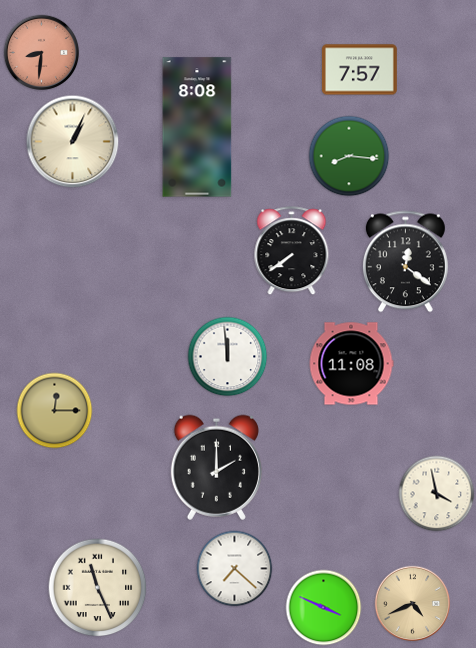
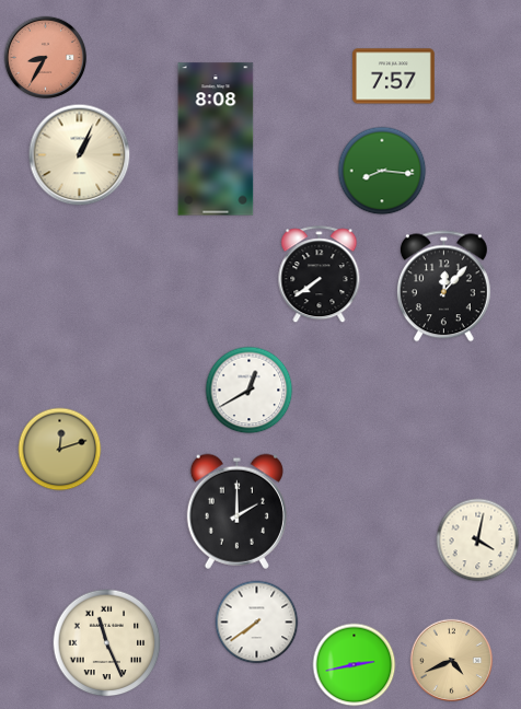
clock at (42, 53): 8:31 -> 8:35
clock at (405, 262): 12:21 -> 12:07
clock at (228, 357): 11:59 -> 12:40
clock at (351, 364): 11:08 -> none
clock at (55, 411): 12:15 -> 12:12
clock at (437, 494): 3:58 -> 4:02
clock at (235, 569): 7:22 -> 7:39
clock at (324, 608): 3:49 -> 2:43
